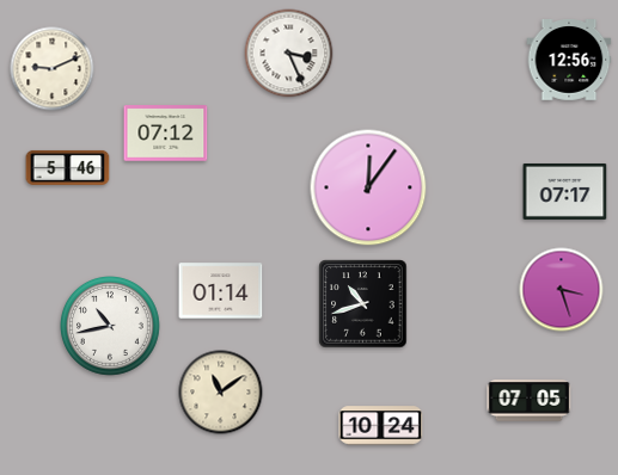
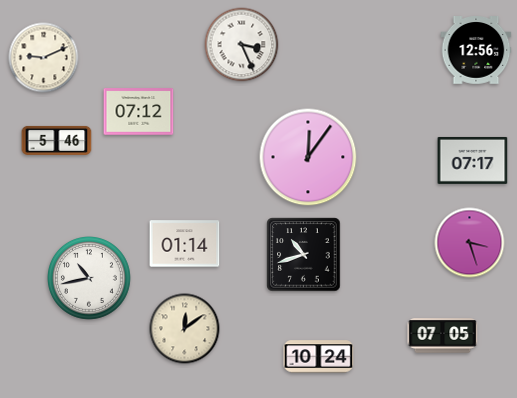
clock at (111, 327) position: (111, 327) -> (90, 279)
clock at (221, 393): 11:09 -> 12:09
